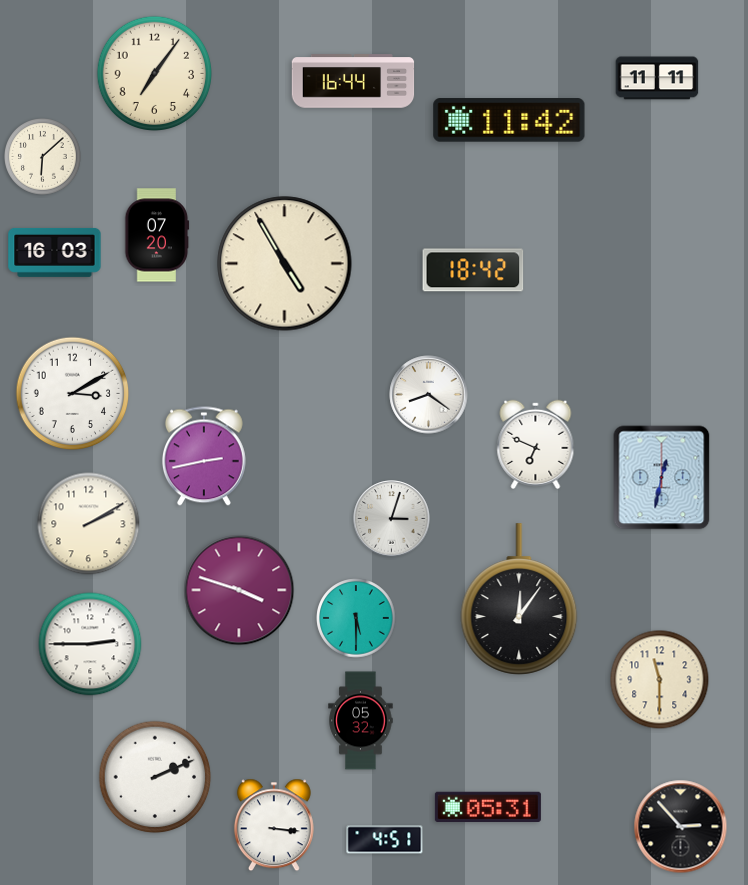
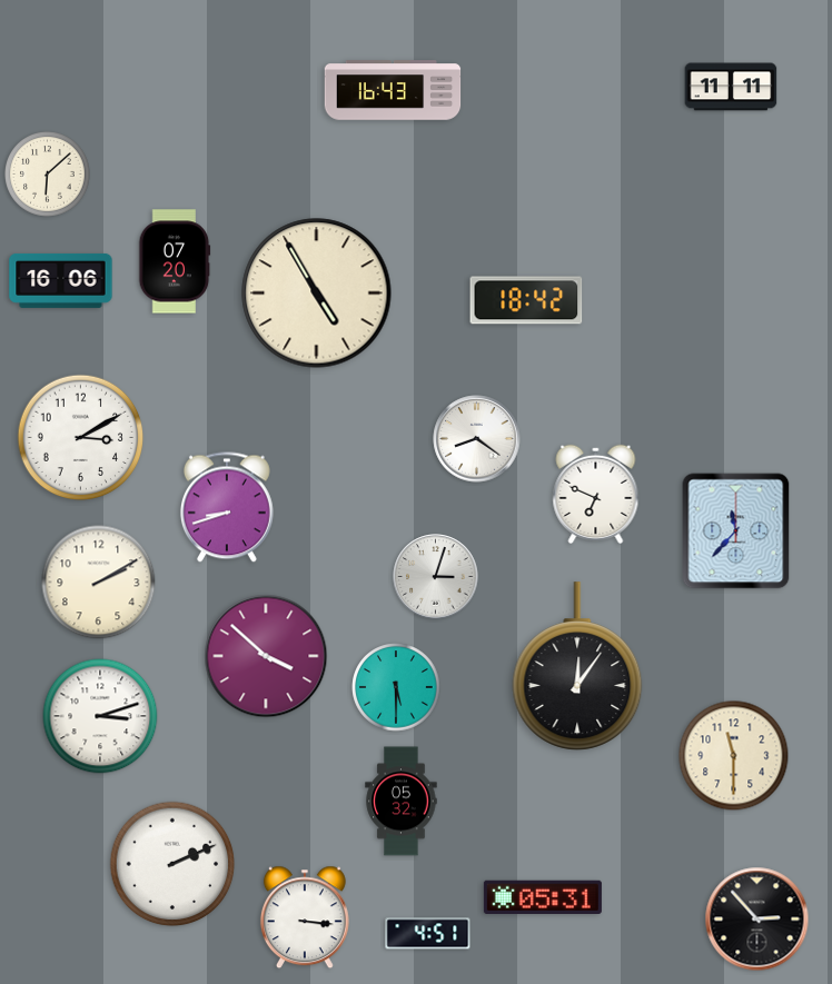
clock at (154, 73): 7:06 -> none
clock at (353, 81): 16:44 -> 16:43
clock at (509, 120): 11:42 -> none
clock at (55, 252): 16:03 -> 16:06
clock at (204, 456): 2:43 -> 8:42
clock at (662, 478): 12:32 -> 11:37
clock at (239, 590): 3:48 -> 3:52
clock at (90, 644): 2:45 -> 3:12
